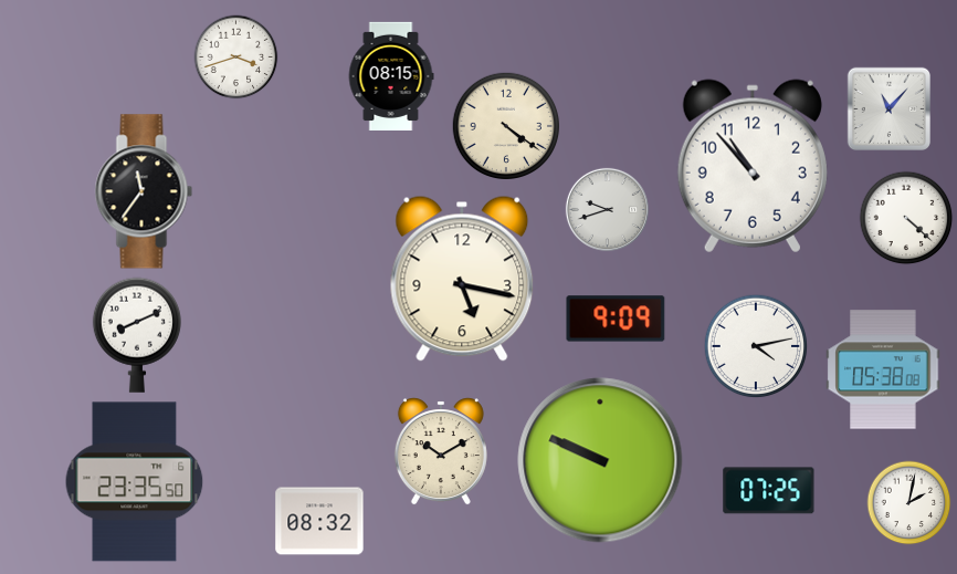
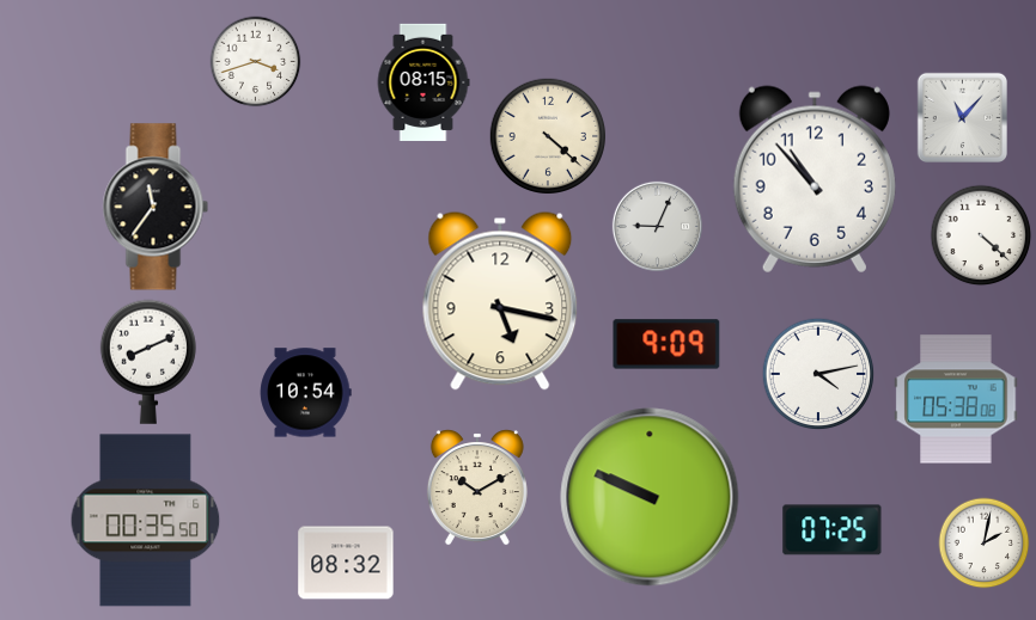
clock at (506, 126): 4:21 -> 4:22
clock at (607, 209): 9:42 -> 9:04
clock at (306, 393): none -> 10:54
clock at (135, 482): 23:35 -> 00:35
